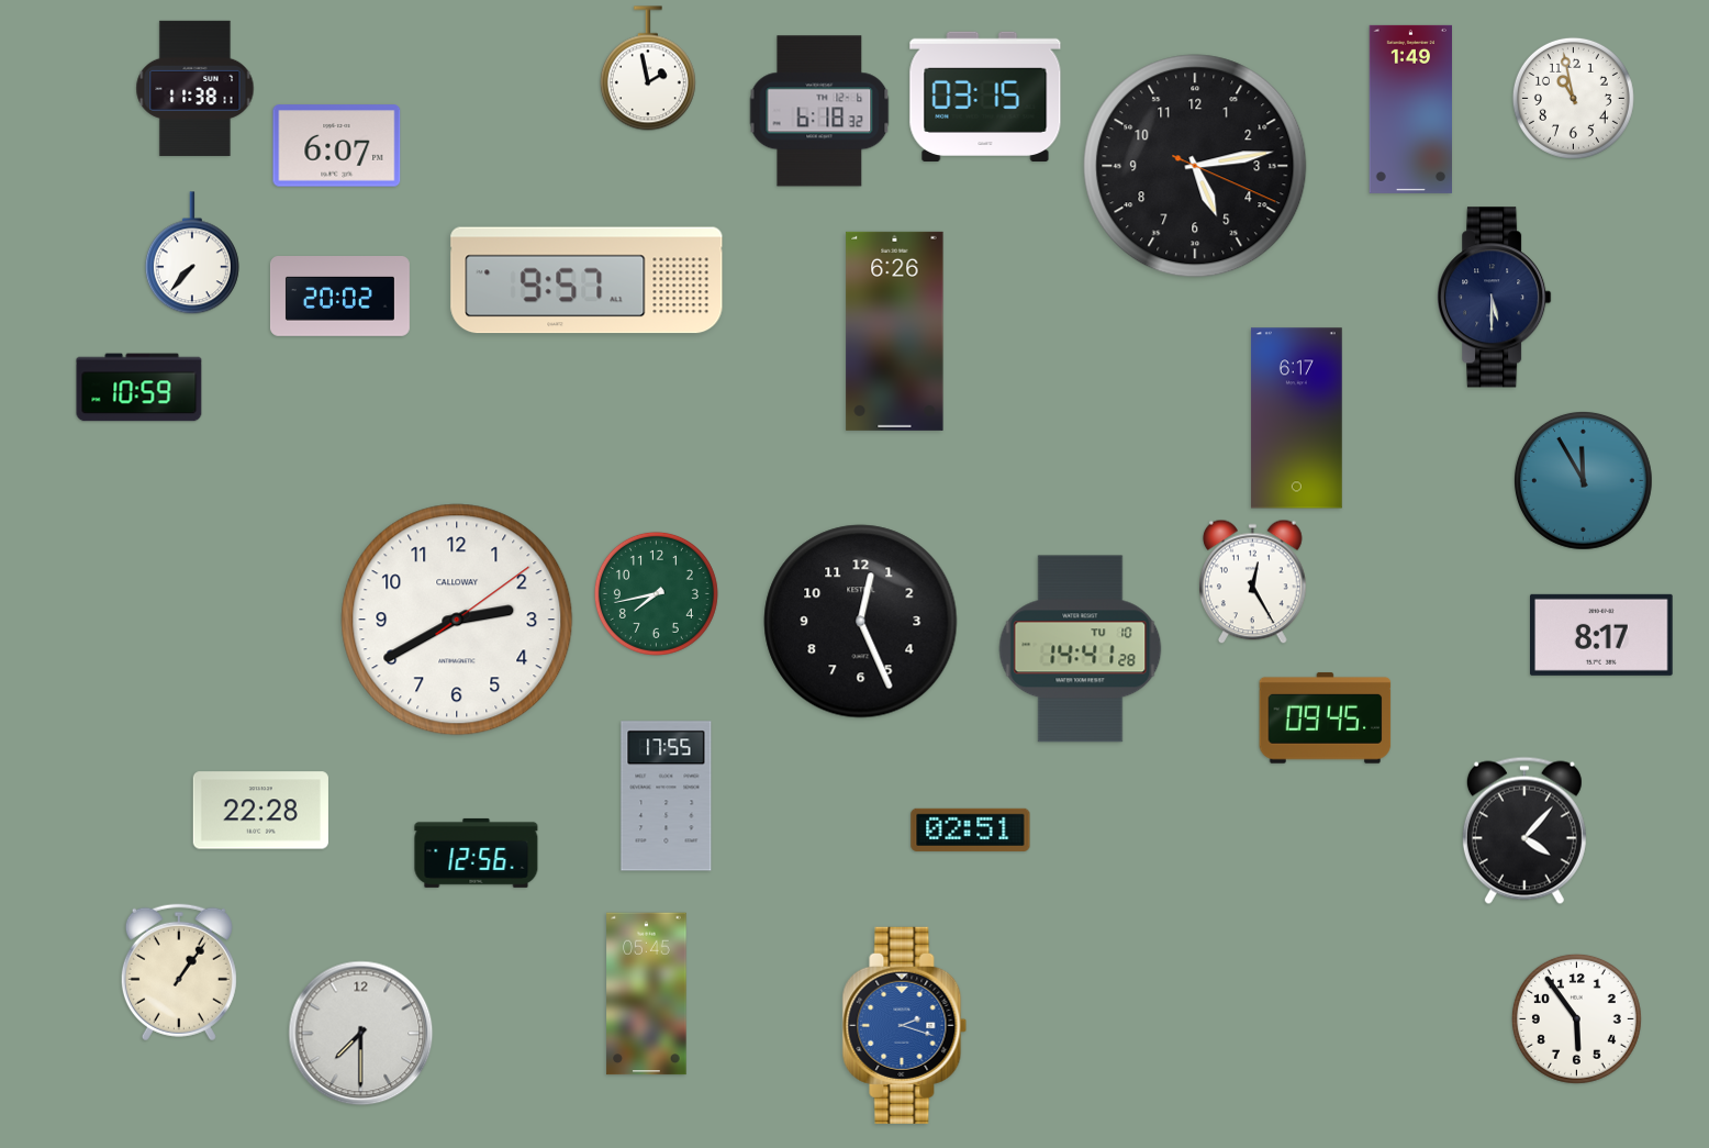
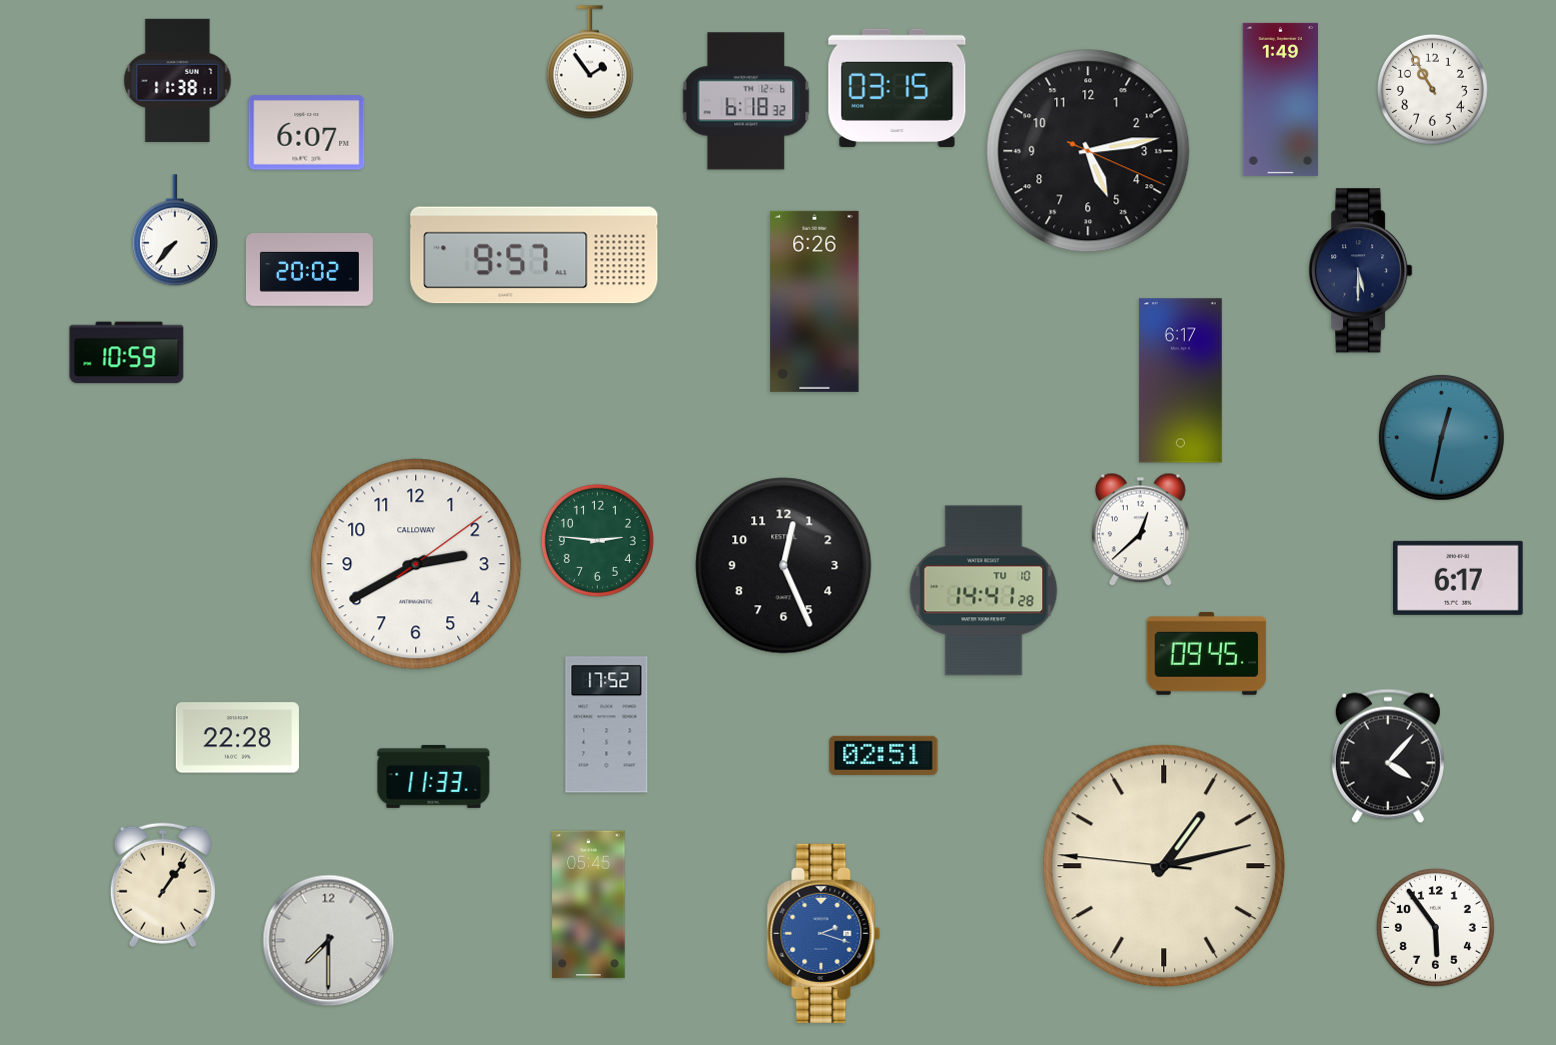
clock at (648, 68): 1:58 -> 1:54
clock at (1573, 98): 10:58 -> 10:55
clock at (1410, 109) position: (1410, 109) -> (1280, 99)
clock at (1583, 480): 11:55 -> 12:32
clock at (1253, 582): 12:25 -> 12:38
clock at (656, 593): 7:43 -> 2:46
clock at (1602, 635): 8:17 -> 6:17
clock at (667, 796): 17:55 -> 17:52
clock at (477, 852): 12:56 -> 11:33
clock at (1164, 866): none -> 1:12
